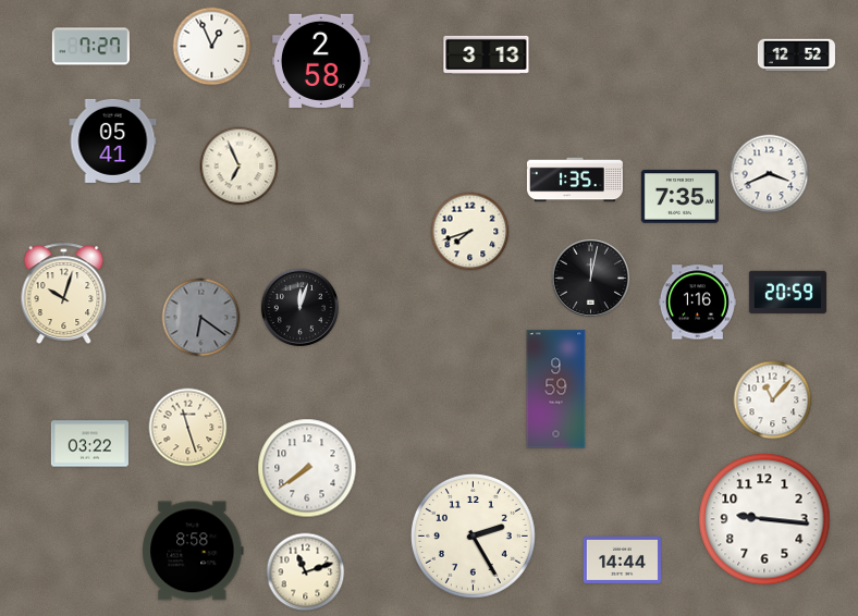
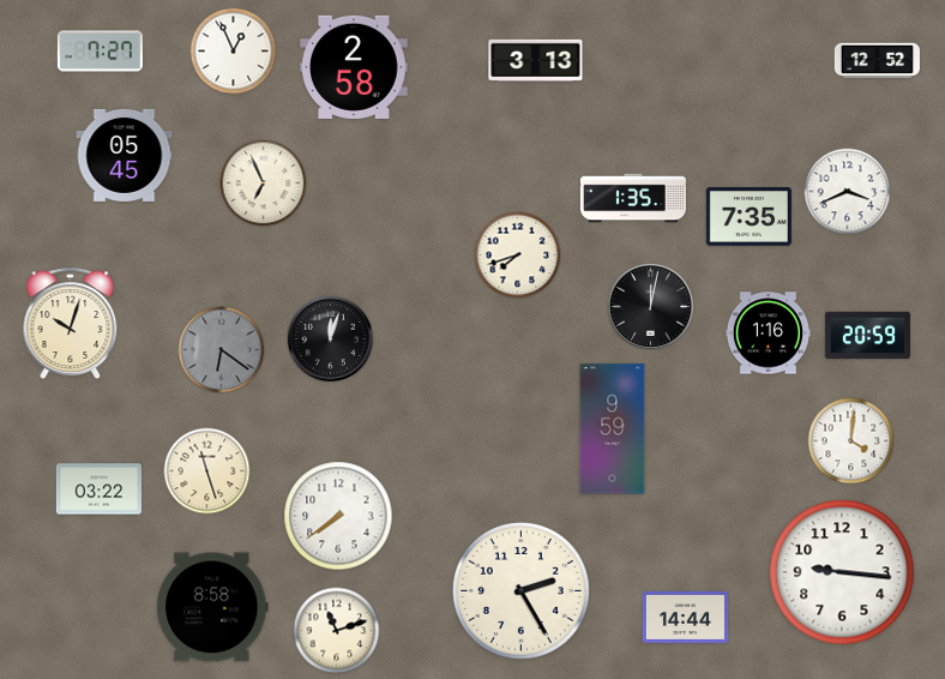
clock at (113, 140): 05:41 -> 05:45
clock at (787, 293) position: (787, 293) -> (867, 336)
clock at (773, 401): 11:07 -> 4:01
